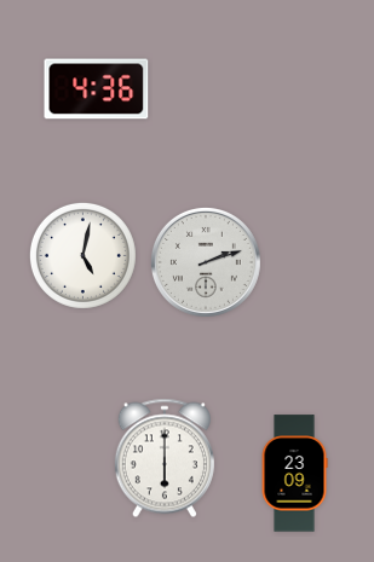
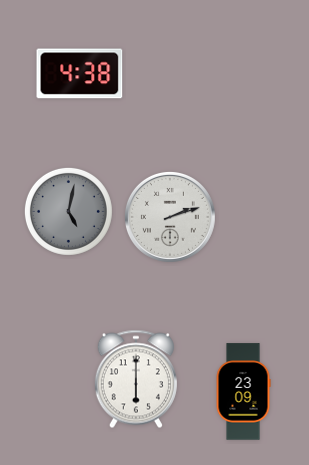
clock at (97, 89): 4:36 -> 4:38
clock at (82, 255) dial: white -> grey
